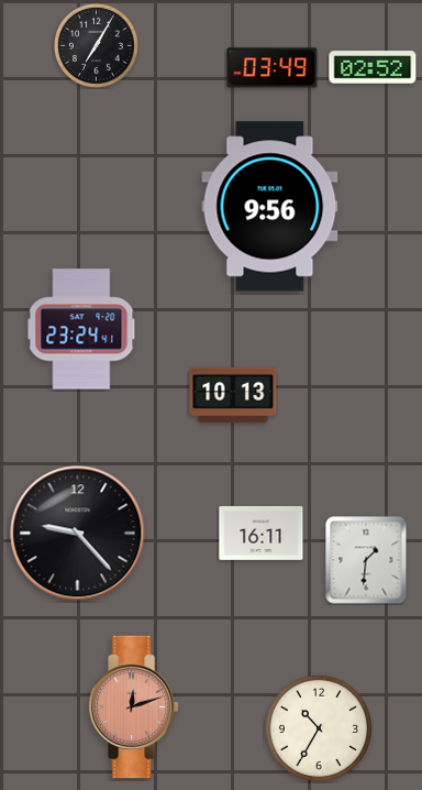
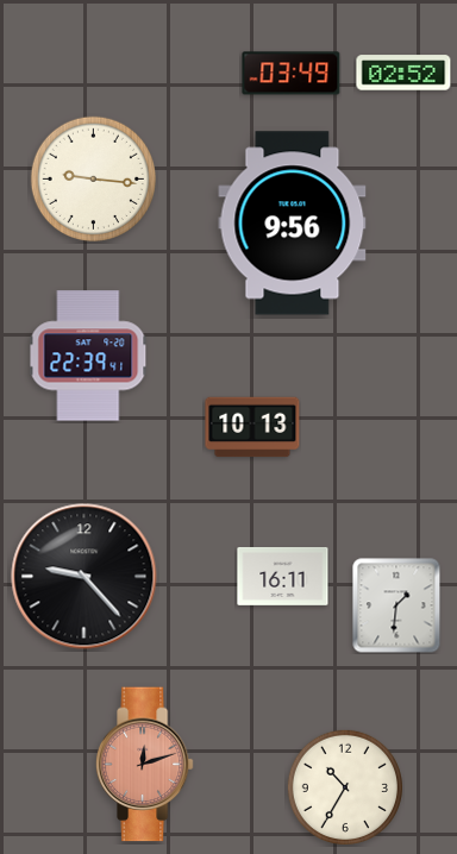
clock at (96, 45): 7:05 -> none
clock at (273, 68) position: (273, 68) -> (292, 74)
clock at (93, 178): none -> 9:16
clock at (81, 329): 23:24 -> 22:39
